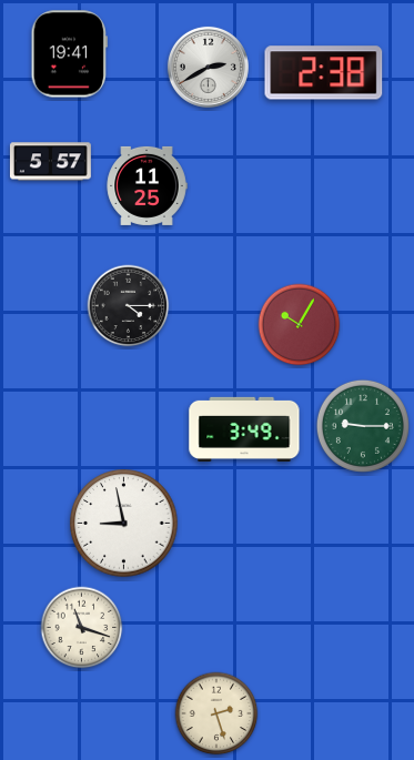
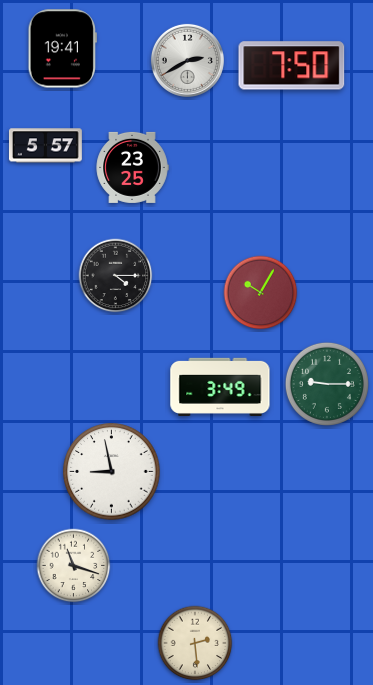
clock at (324, 73): 2:38 -> 7:50
clock at (147, 185): 11:25 -> 23:25
clock at (300, 325) position: (300, 325) -> (261, 293)
clock at (216, 713): 2:27 -> 2:29
